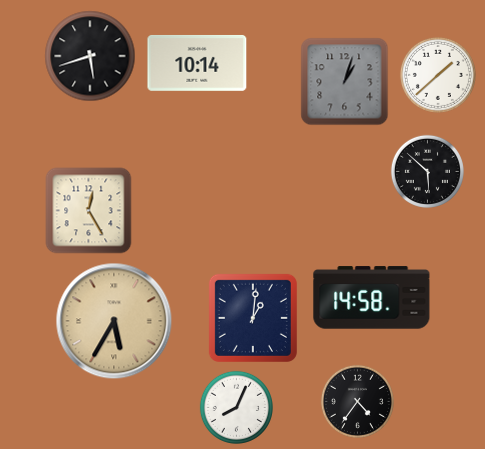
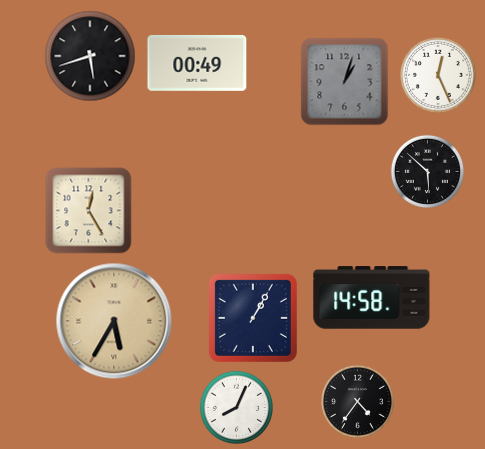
clock at (197, 63): 10:14 -> 00:49
clock at (438, 75): 1:38 -> 12:26
clock at (253, 318): 1:01 -> 1:05
